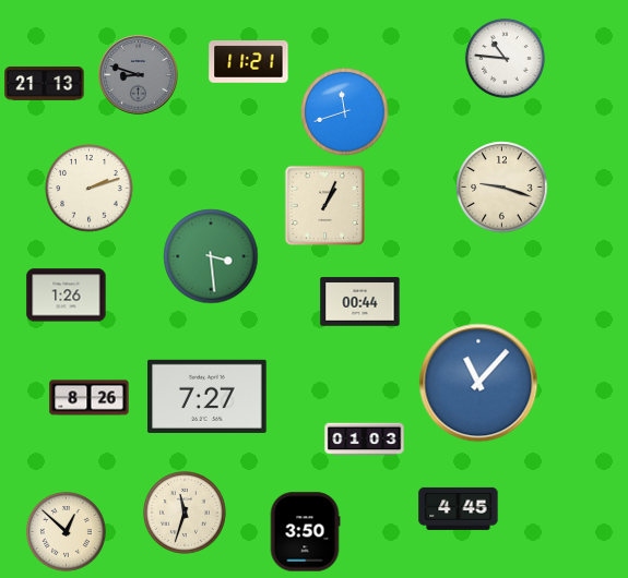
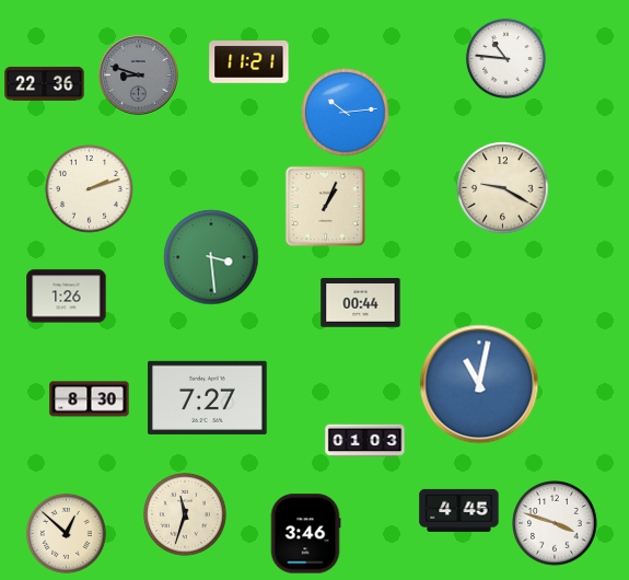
clock at (45, 83): 21:13 -> 22:36
clock at (345, 112): 11:42 -> 10:14
clock at (502, 188): 9:18 -> 9:20
clock at (478, 383): 11:07 -> 11:02
clock at (90, 398): 8:26 -> 8:30
clock at (555, 523): none -> 3:48
clock at (305, 532): 3:50 -> 3:46
